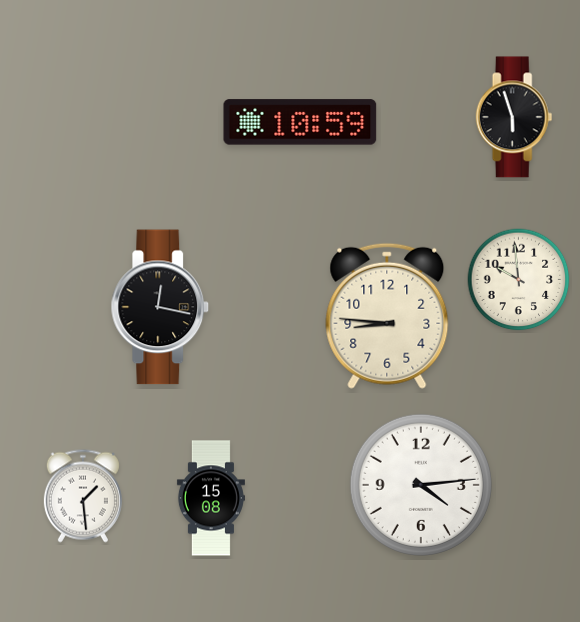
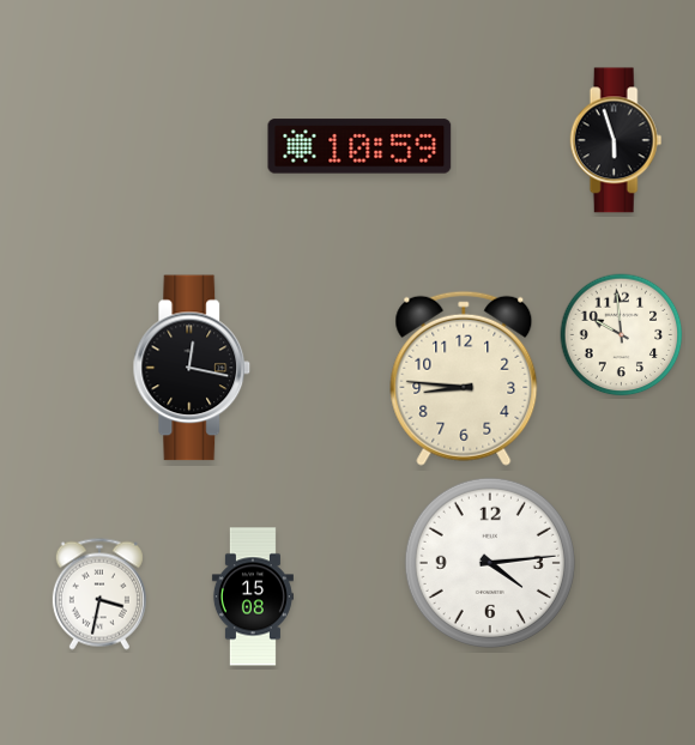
clock at (421, 485) position: (421, 485) -> (490, 563)
clock at (83, 496): 1:29 -> 3:32
